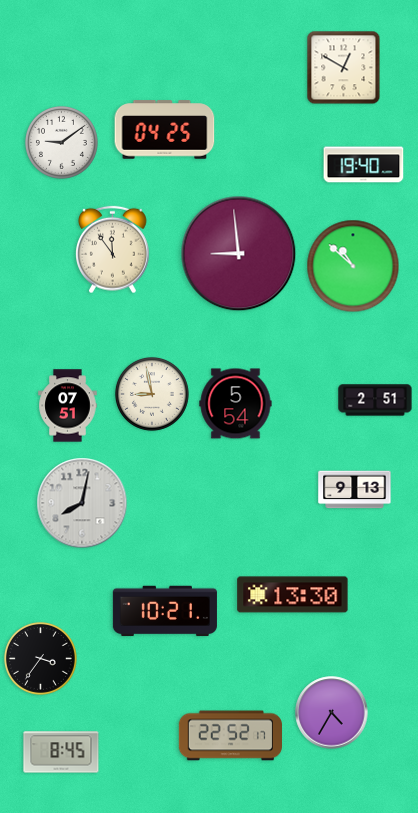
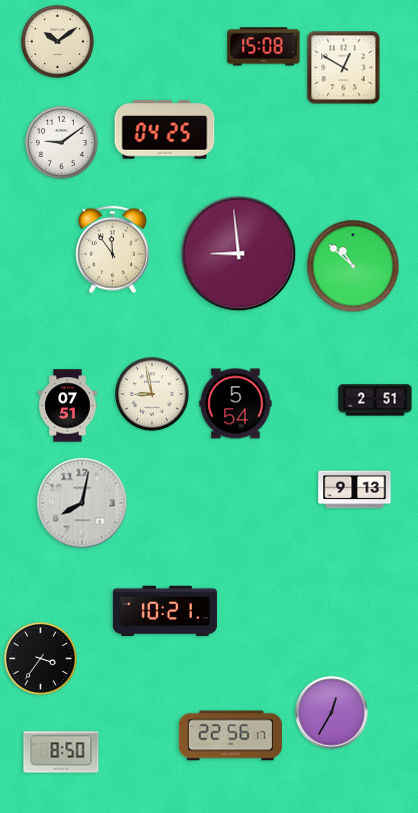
clock at (57, 41): none -> 10:09
clock at (264, 47): none -> 15:08
clock at (364, 165): 19:40 -> none
clock at (293, 595): 13:30 -> none
clock at (332, 713): 4:35 -> 12:35
clock at (230, 736): 22:52 -> 22:56
clock at (61, 752): 8:45 -> 8:50
